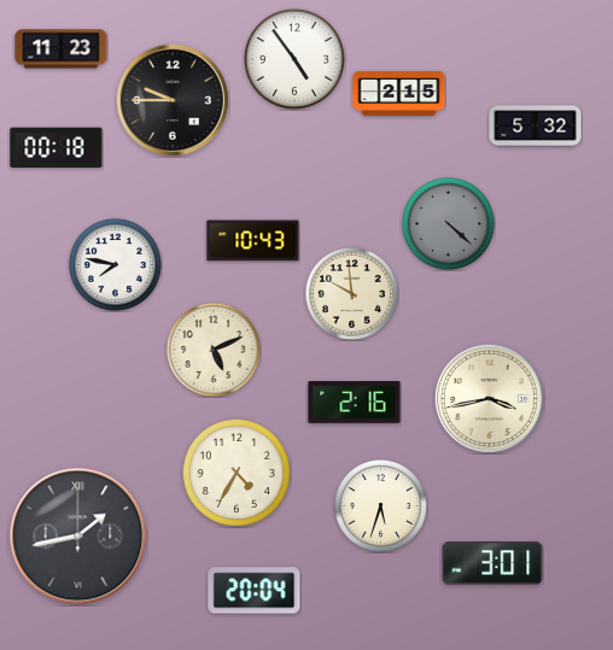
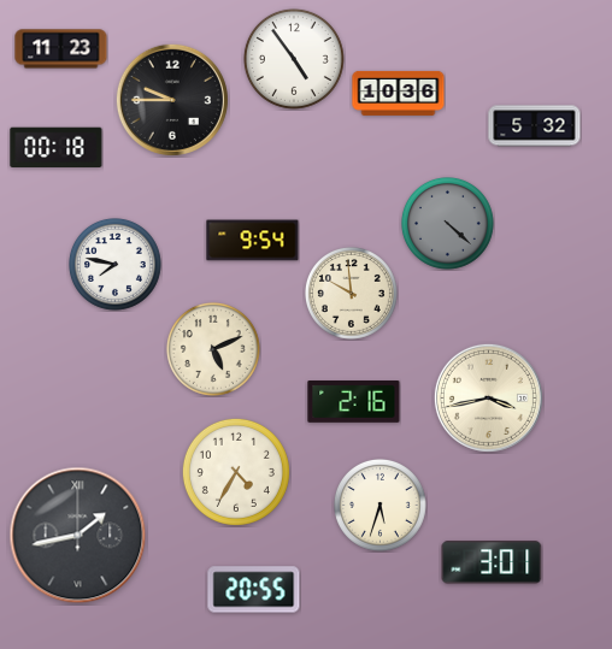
clock at (399, 93): 2:15 -> 10:36
clock at (253, 241): 10:43 -> 9:54
clock at (255, 591): 20:04 -> 20:55
